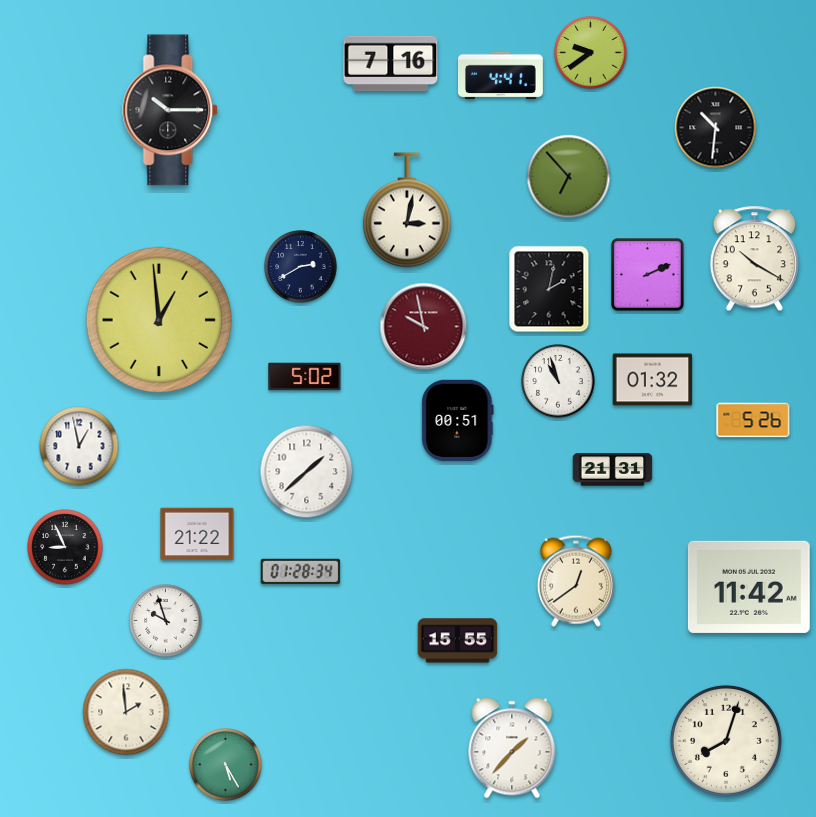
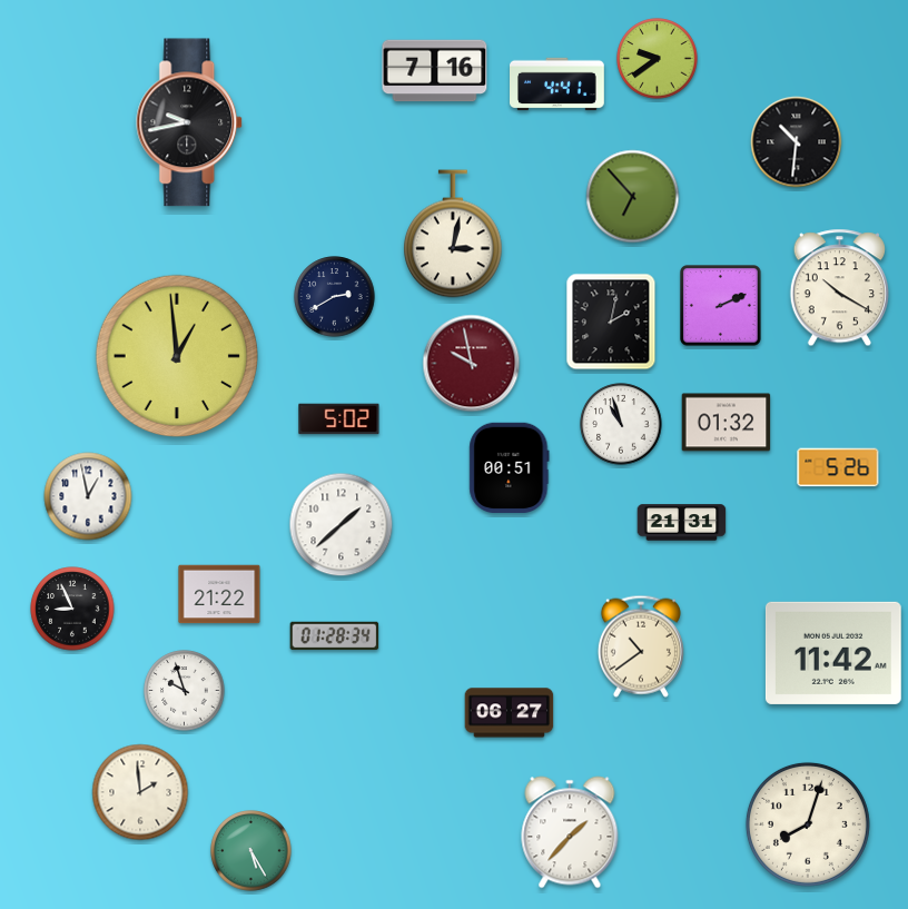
clock at (171, 110): 10:15 -> 9:43
clock at (576, 581): 12:39 -> 10:39
clock at (458, 641): 15:55 -> 06:27
